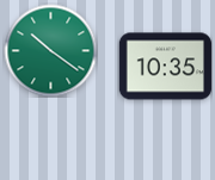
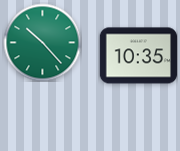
clock at (50, 50): 10:21 -> 10:23
